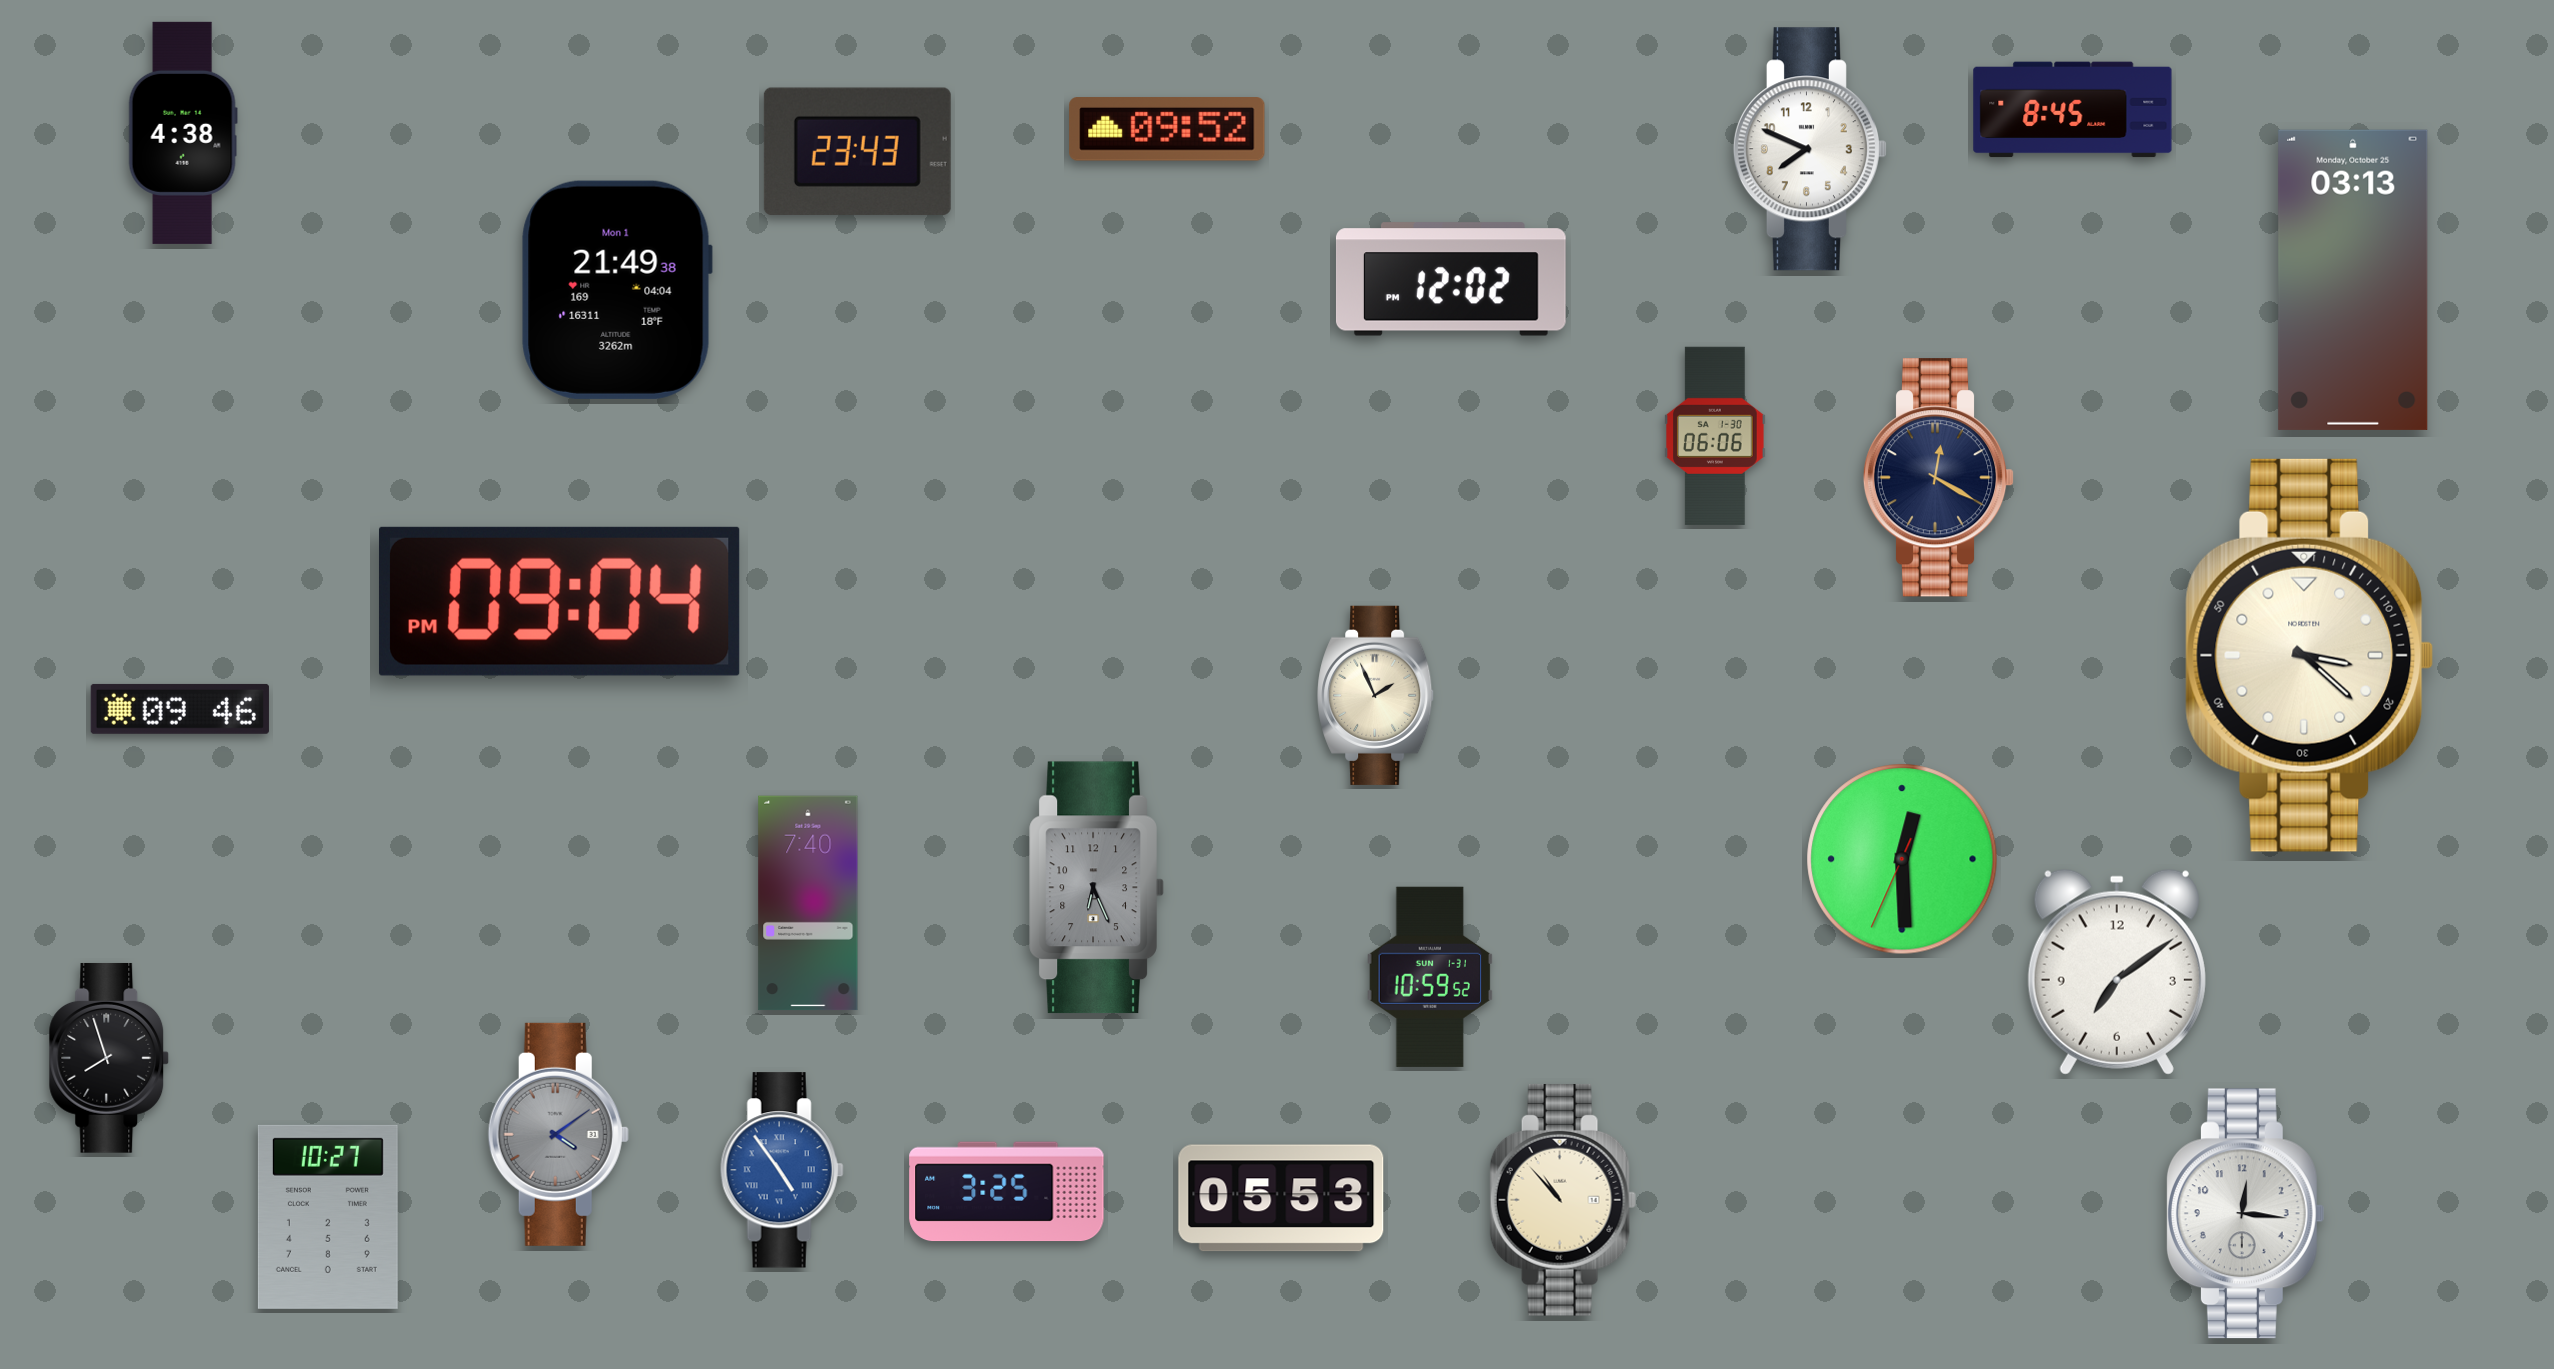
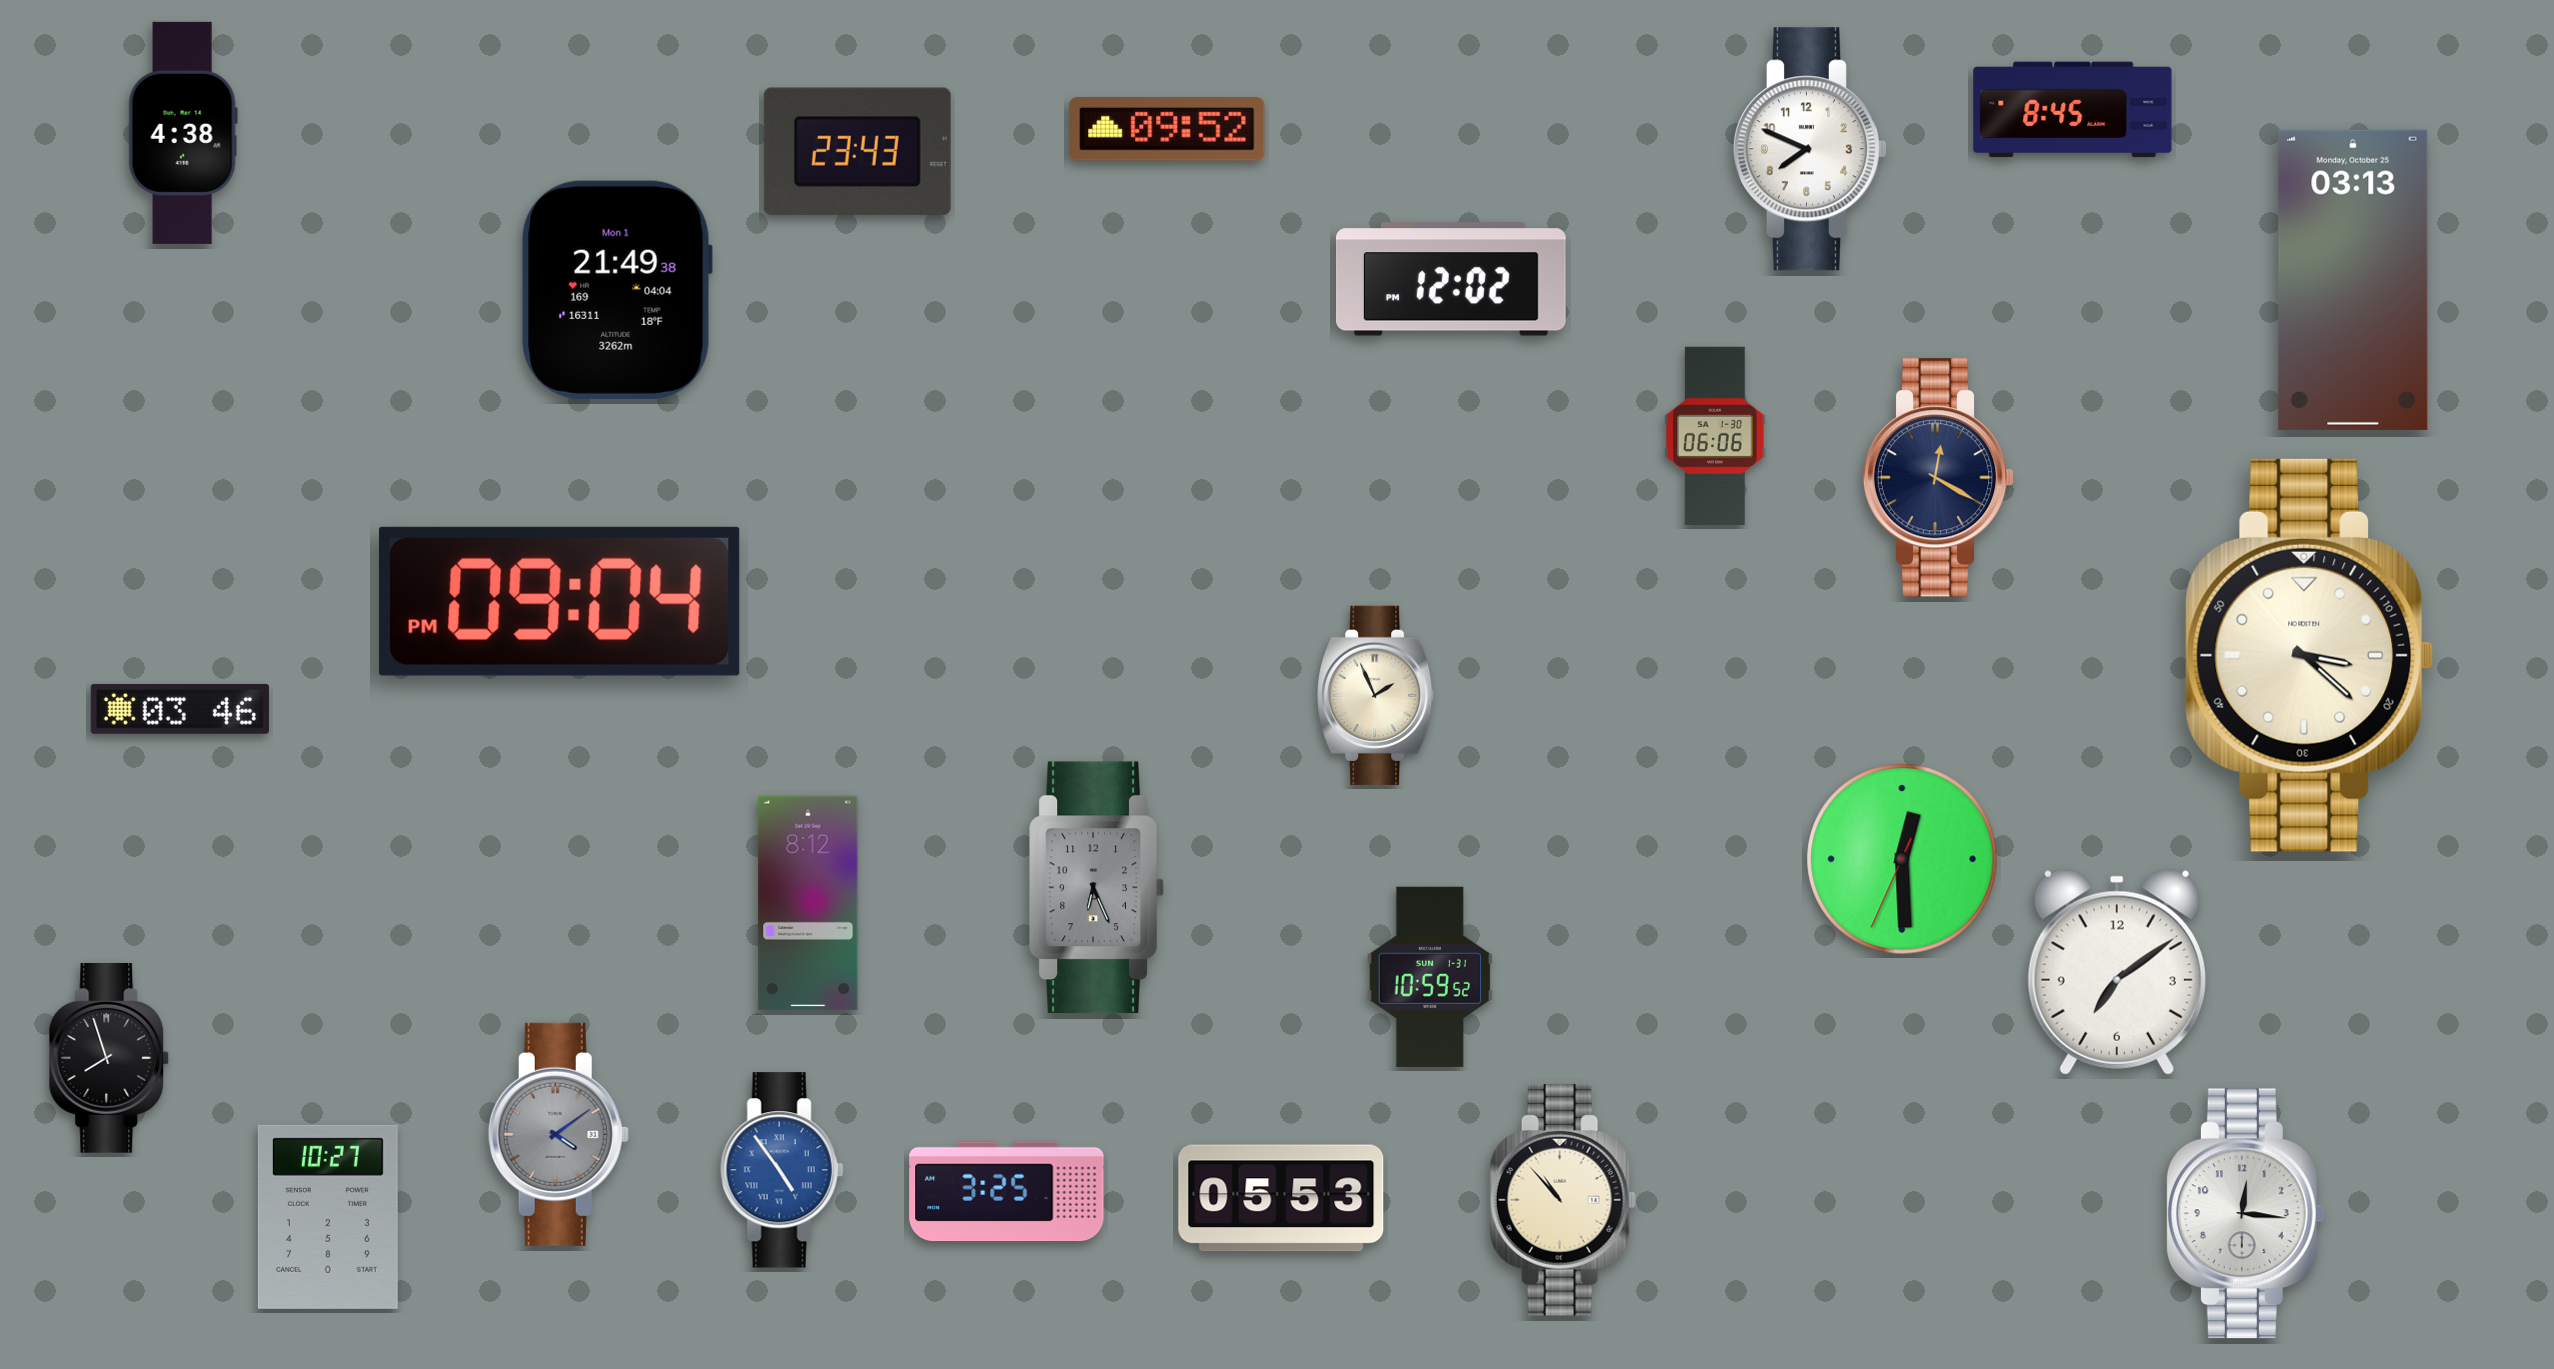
clock at (180, 709): 09:46 -> 03:46
clock at (808, 903): 7:40 -> 8:12
